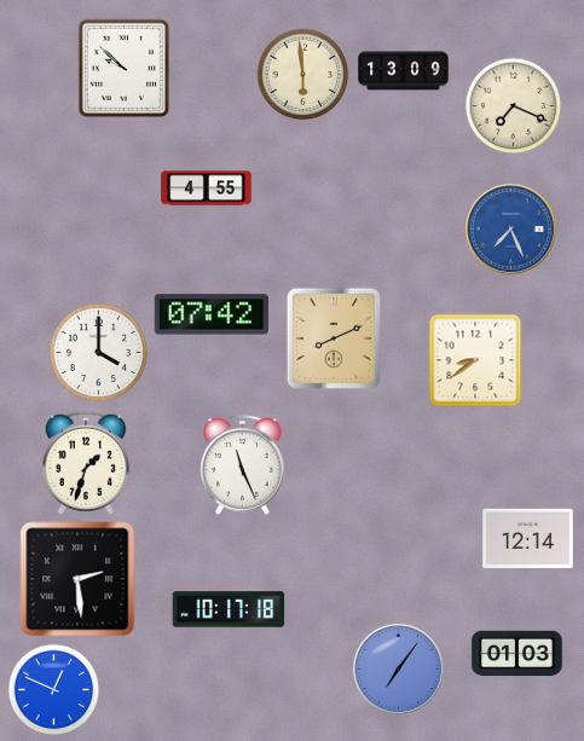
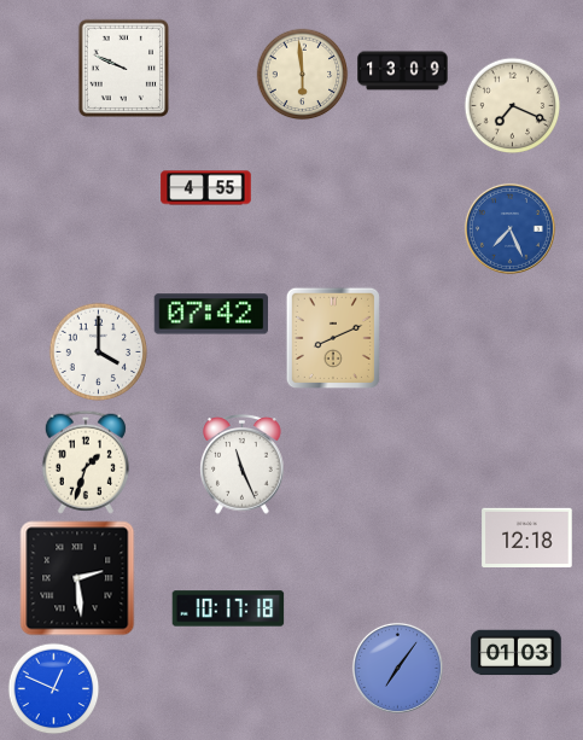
clock at (123, 68): 9:52 -> 9:49
clock at (475, 360): 8:39 -> none
clock at (528, 538): 12:14 -> 12:18
